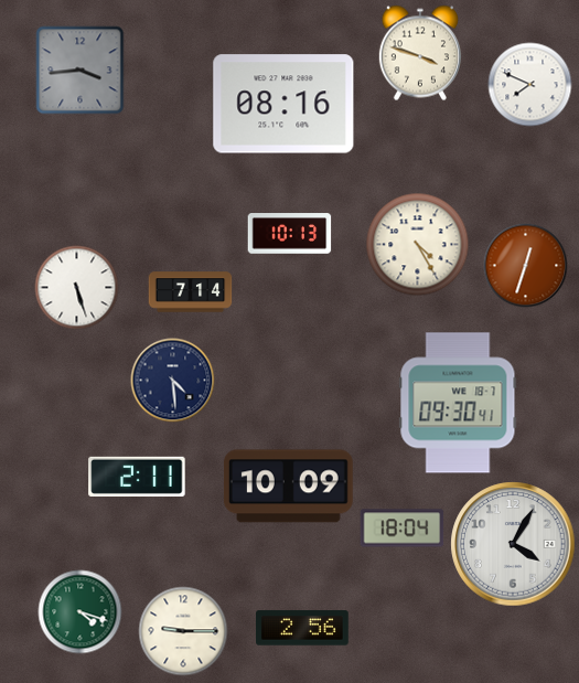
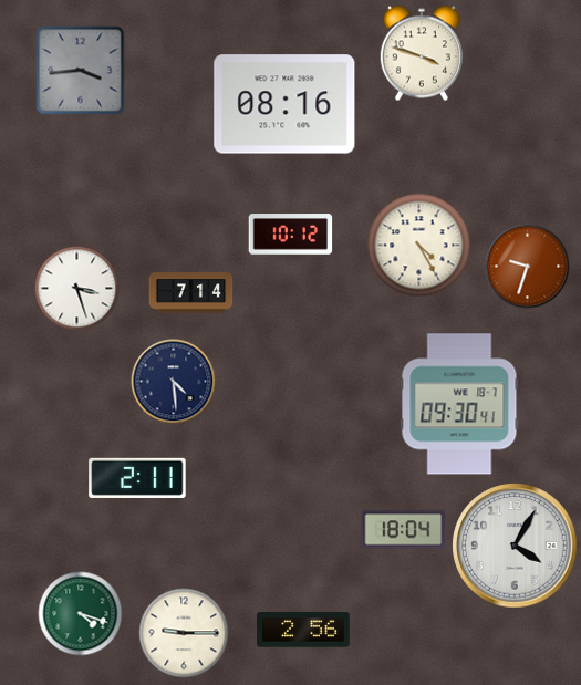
clock at (530, 85): 7:49 -> none
clock at (290, 234): 10:13 -> 10:12
clock at (526, 266): 12:33 -> 9:33
clock at (77, 288): 5:27 -> 3:27
clock at (288, 487): 10:09 -> none
